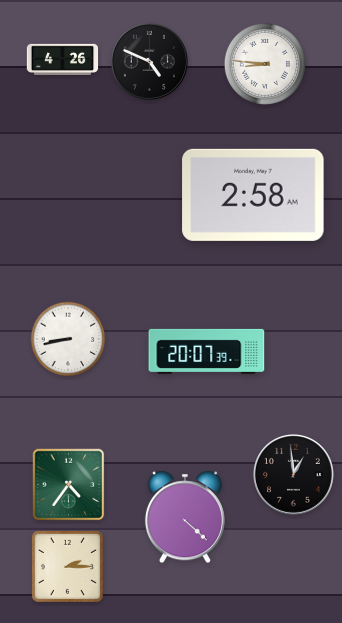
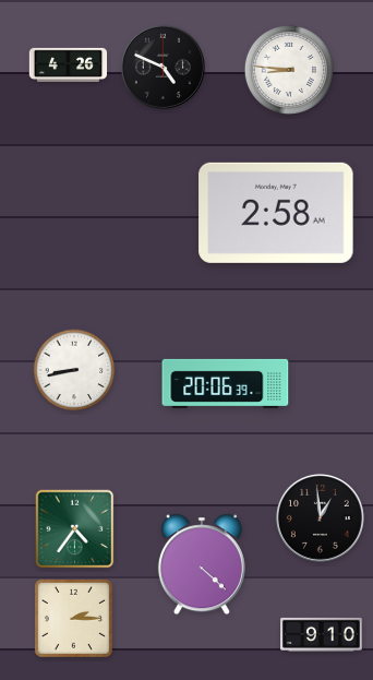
clock at (207, 351): 20:07 -> 20:06
clock at (322, 634): none -> 9:10
